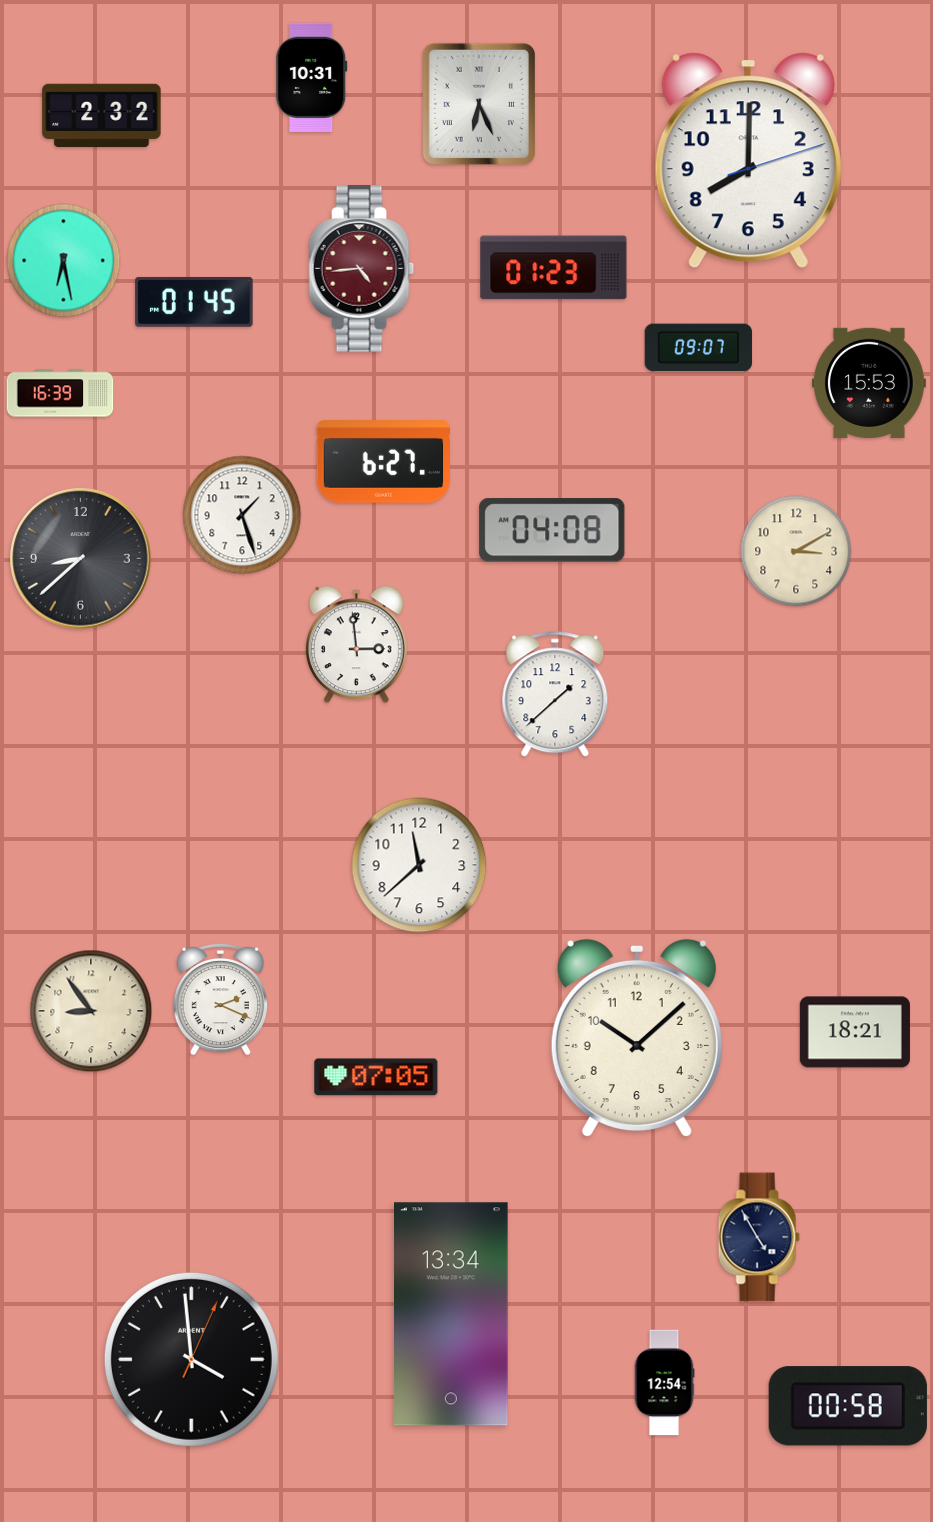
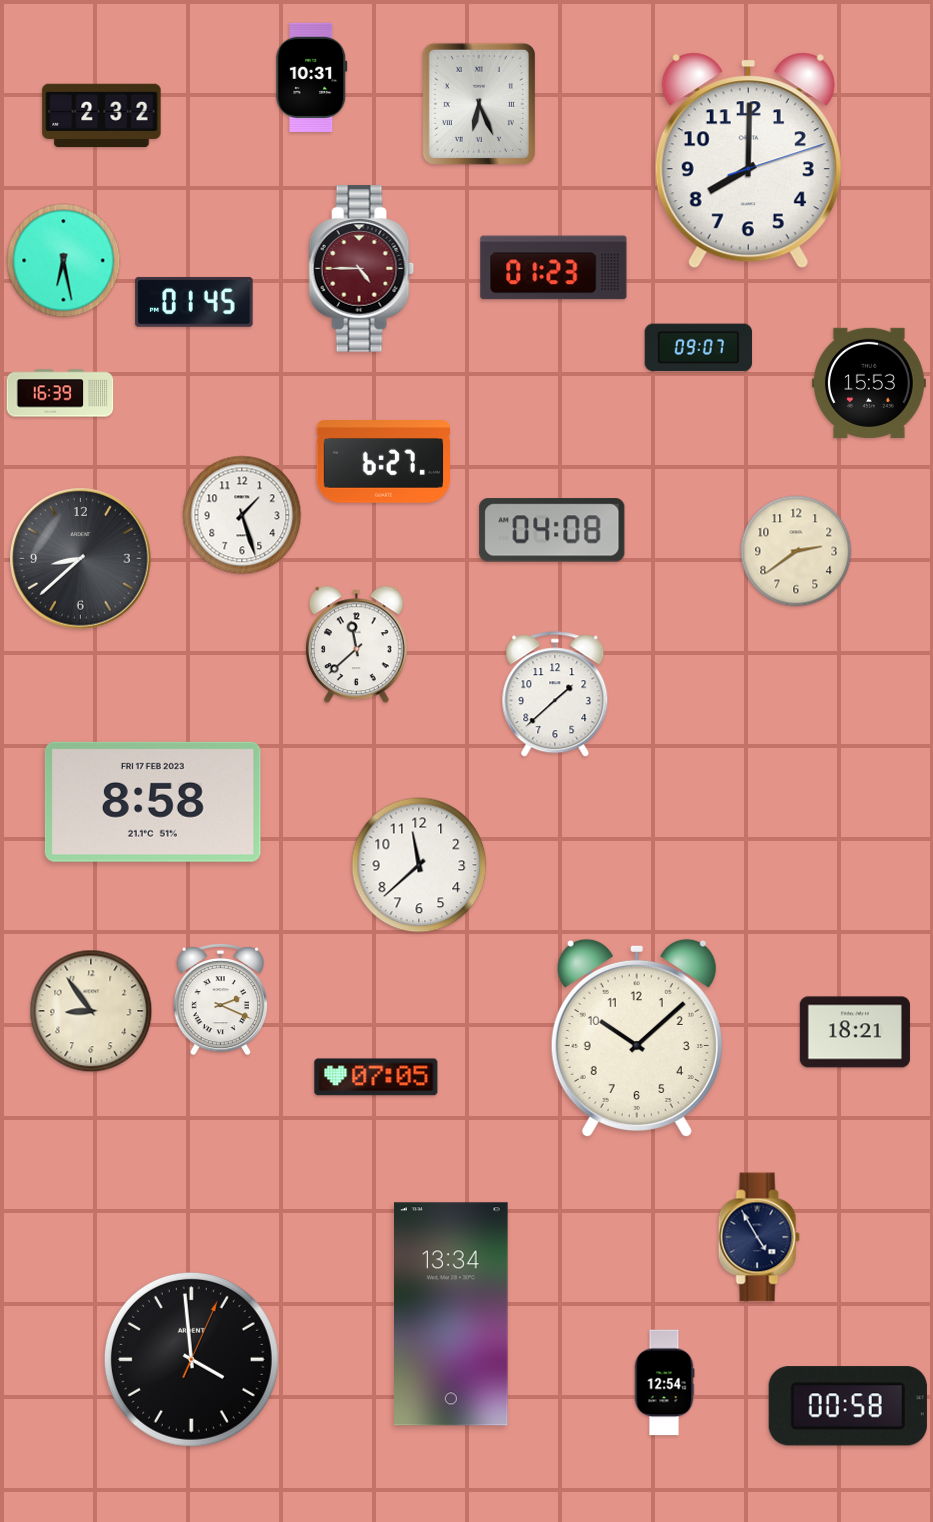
clock at (362, 269): 4:44 -> 4:45
clock at (796, 551): 3:10 -> 2:39
clock at (356, 645): 2:59 -> 11:38
clock at (153, 802): none -> 8:58
